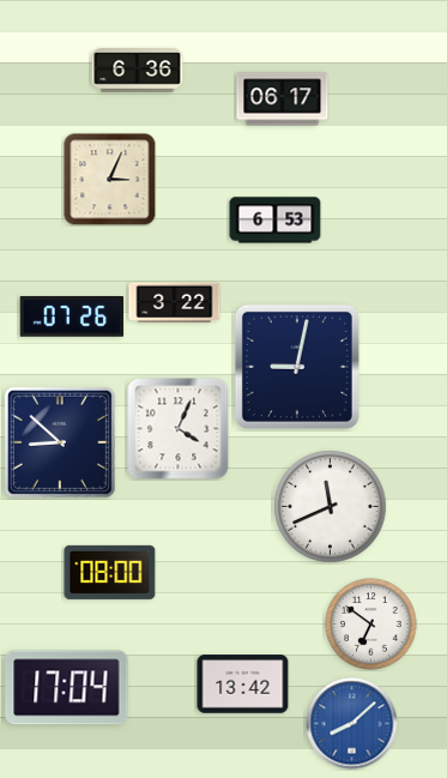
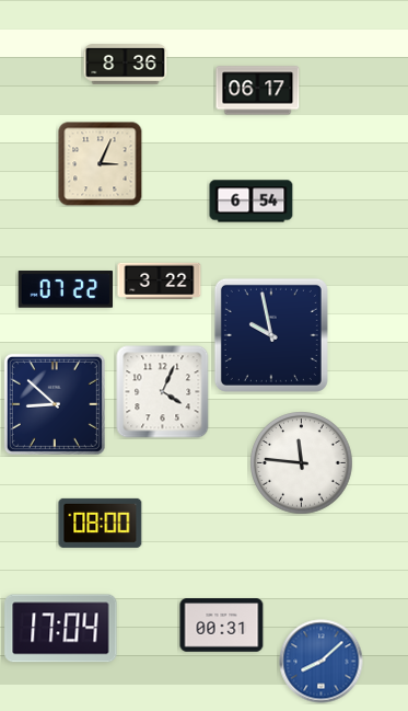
clock at (138, 71): 6:36 -> 8:36
clock at (276, 221): 6:53 -> 6:54
clock at (175, 302) position: (175, 302) -> (160, 280)
clock at (72, 318): 07:26 -> 07:22
clock at (297, 367): 9:02 -> 9:58
clock at (331, 507): 11:41 -> 11:46
clock at (372, 625): 6:51 -> none
clock at (243, 684): 13:42 -> 00:31
